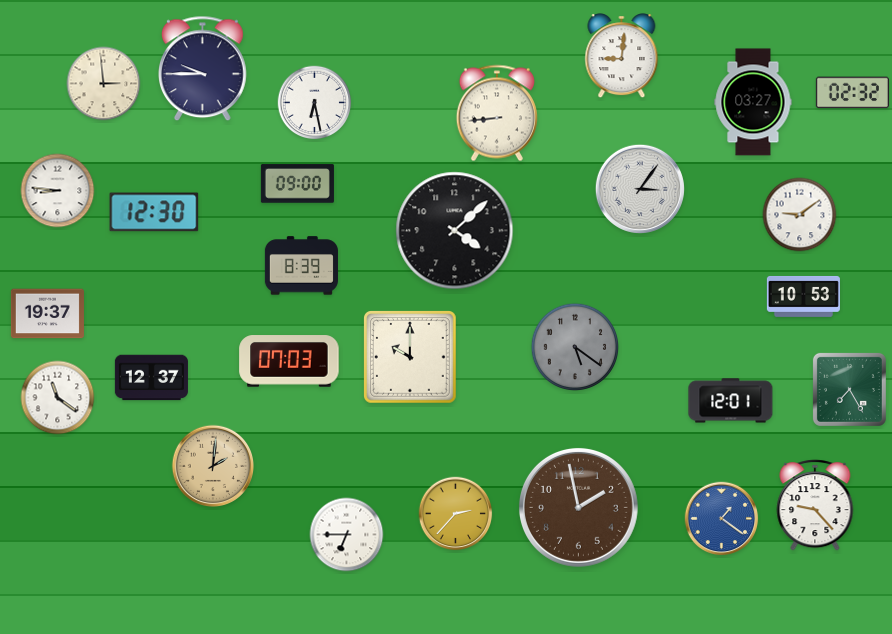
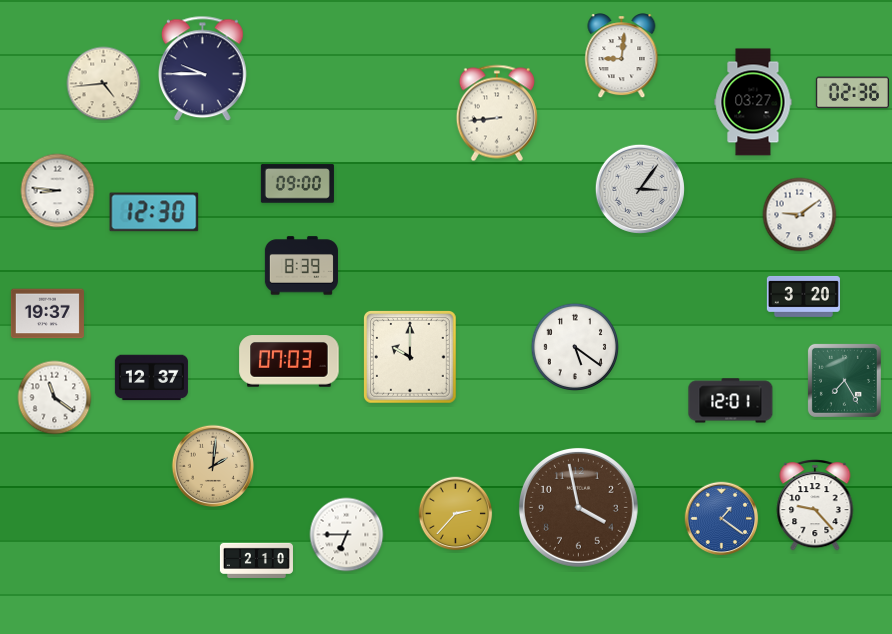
clock at (104, 84): 2:59 -> 4:44
clock at (852, 93): 02:32 -> 02:36
clock at (315, 103): 6:28 -> none
clock at (455, 231): 4:08 -> none
clock at (803, 296): 10:53 -> 3:20
clock at (574, 346) dial: grey -> white
clock at (849, 389) position: (849, 389) -> (844, 380)
clock at (58, 398) position: (58, 398) -> (55, 398)
clock at (578, 507): 1:58 -> 3:58
clock at (256, 560): none -> 2:10
